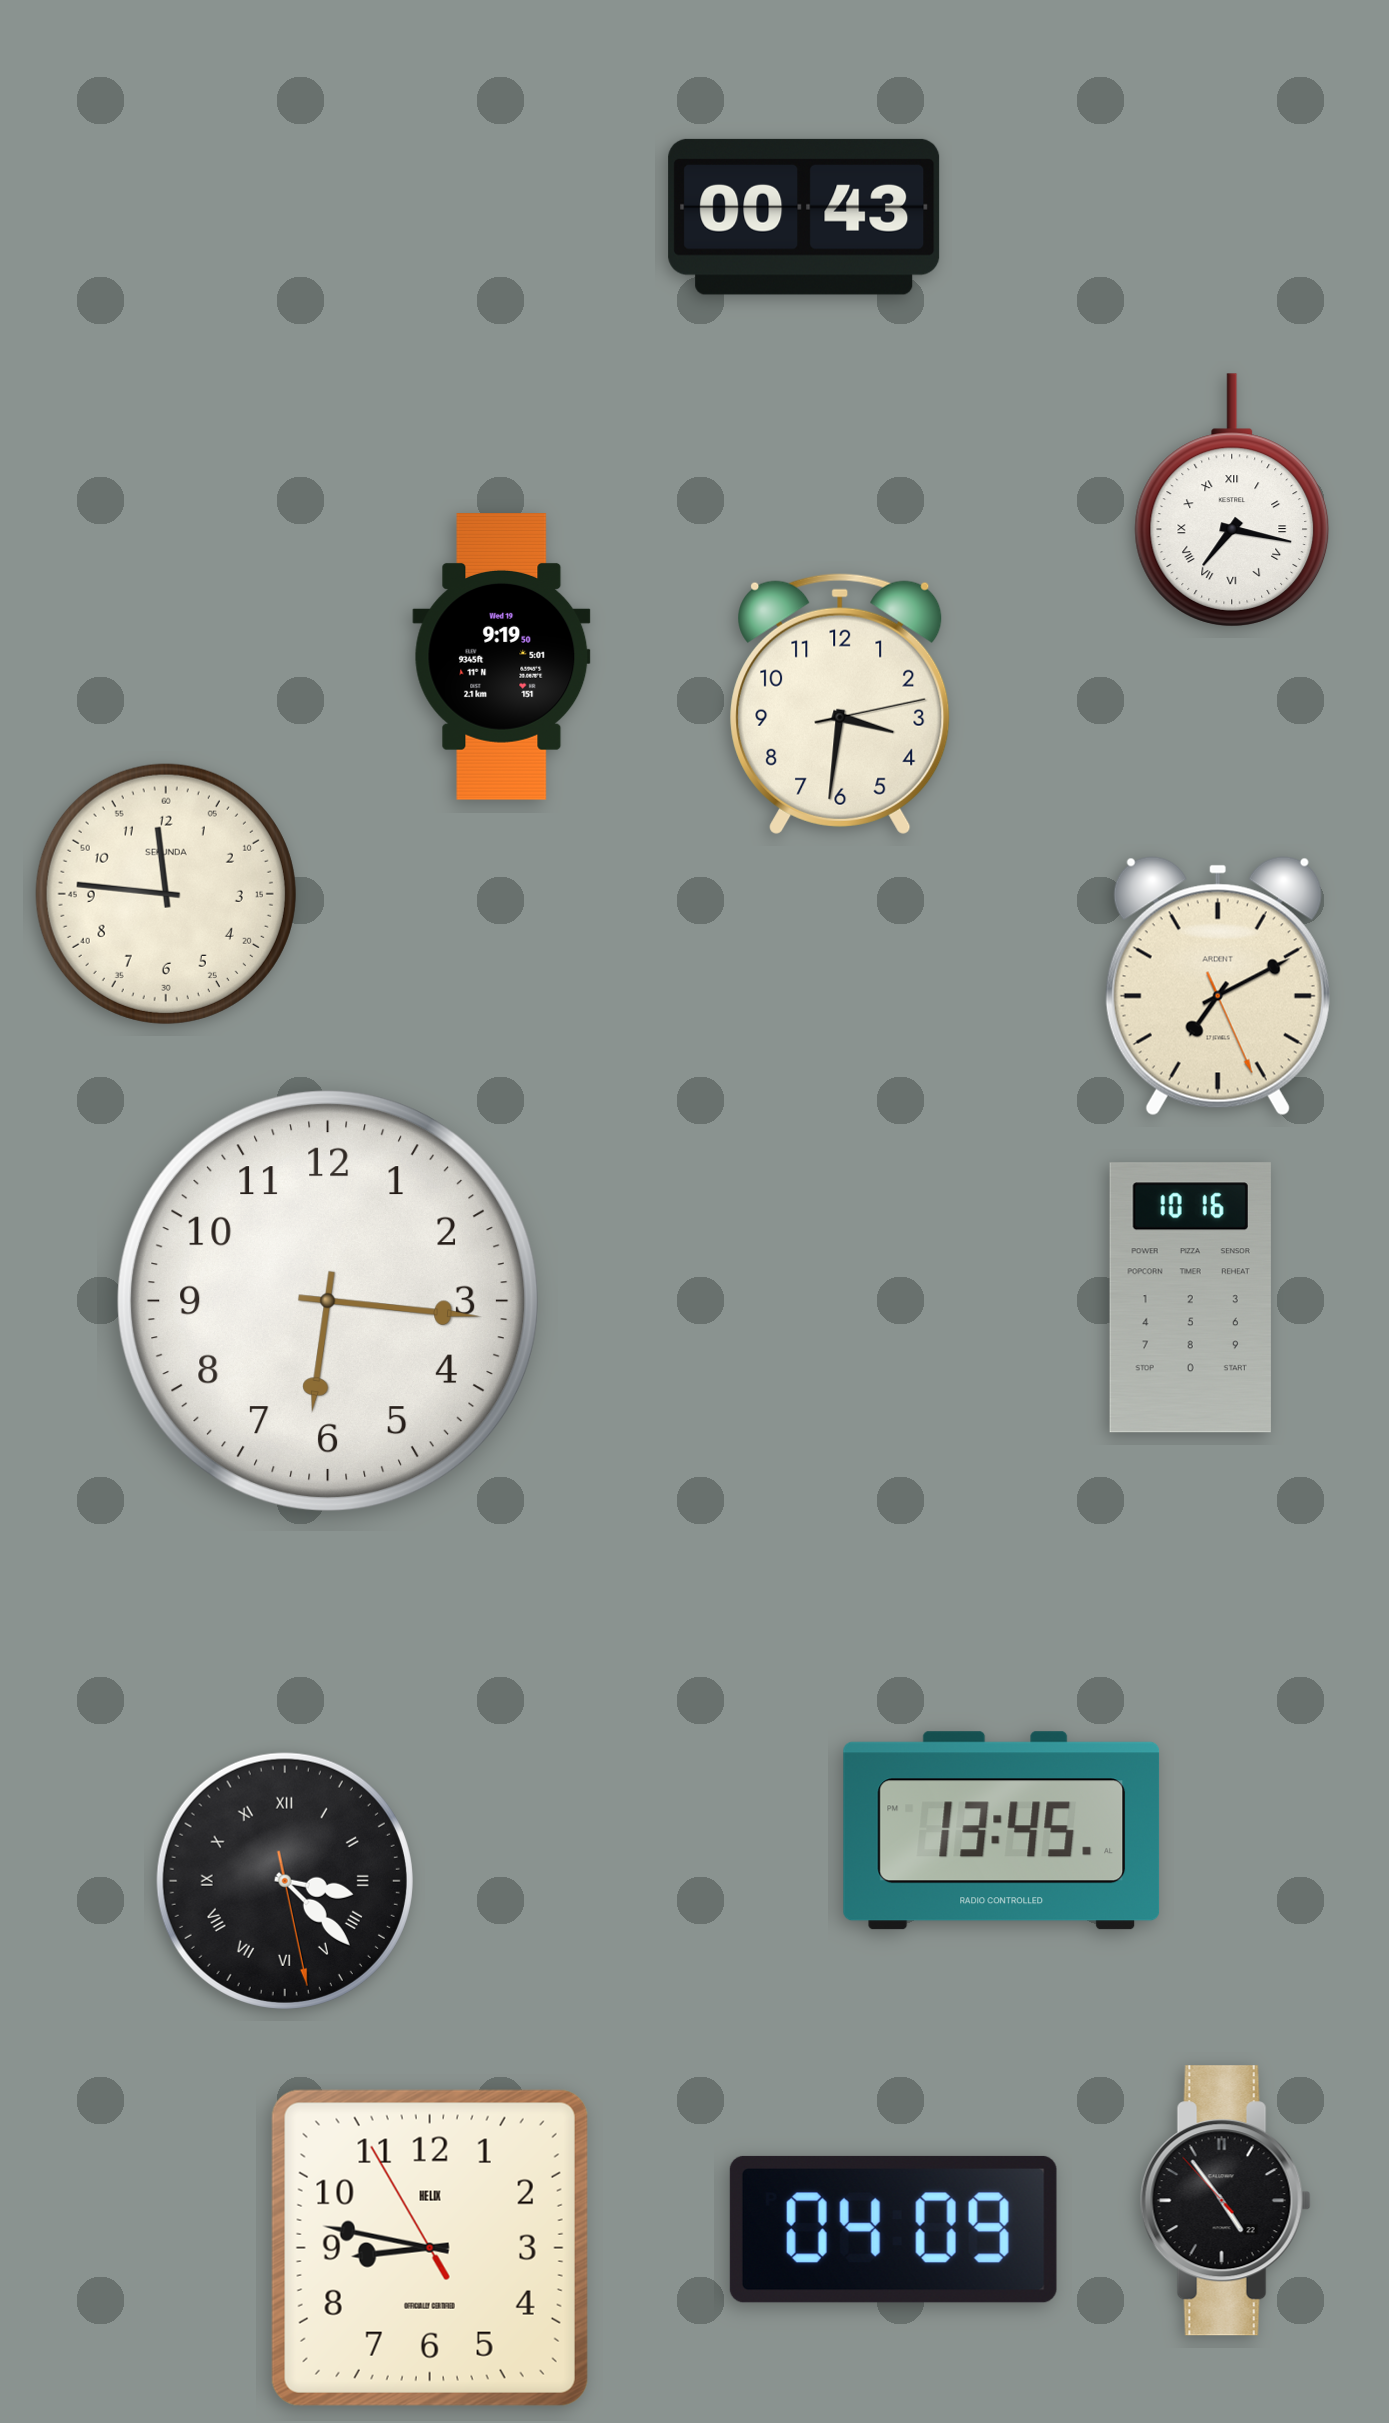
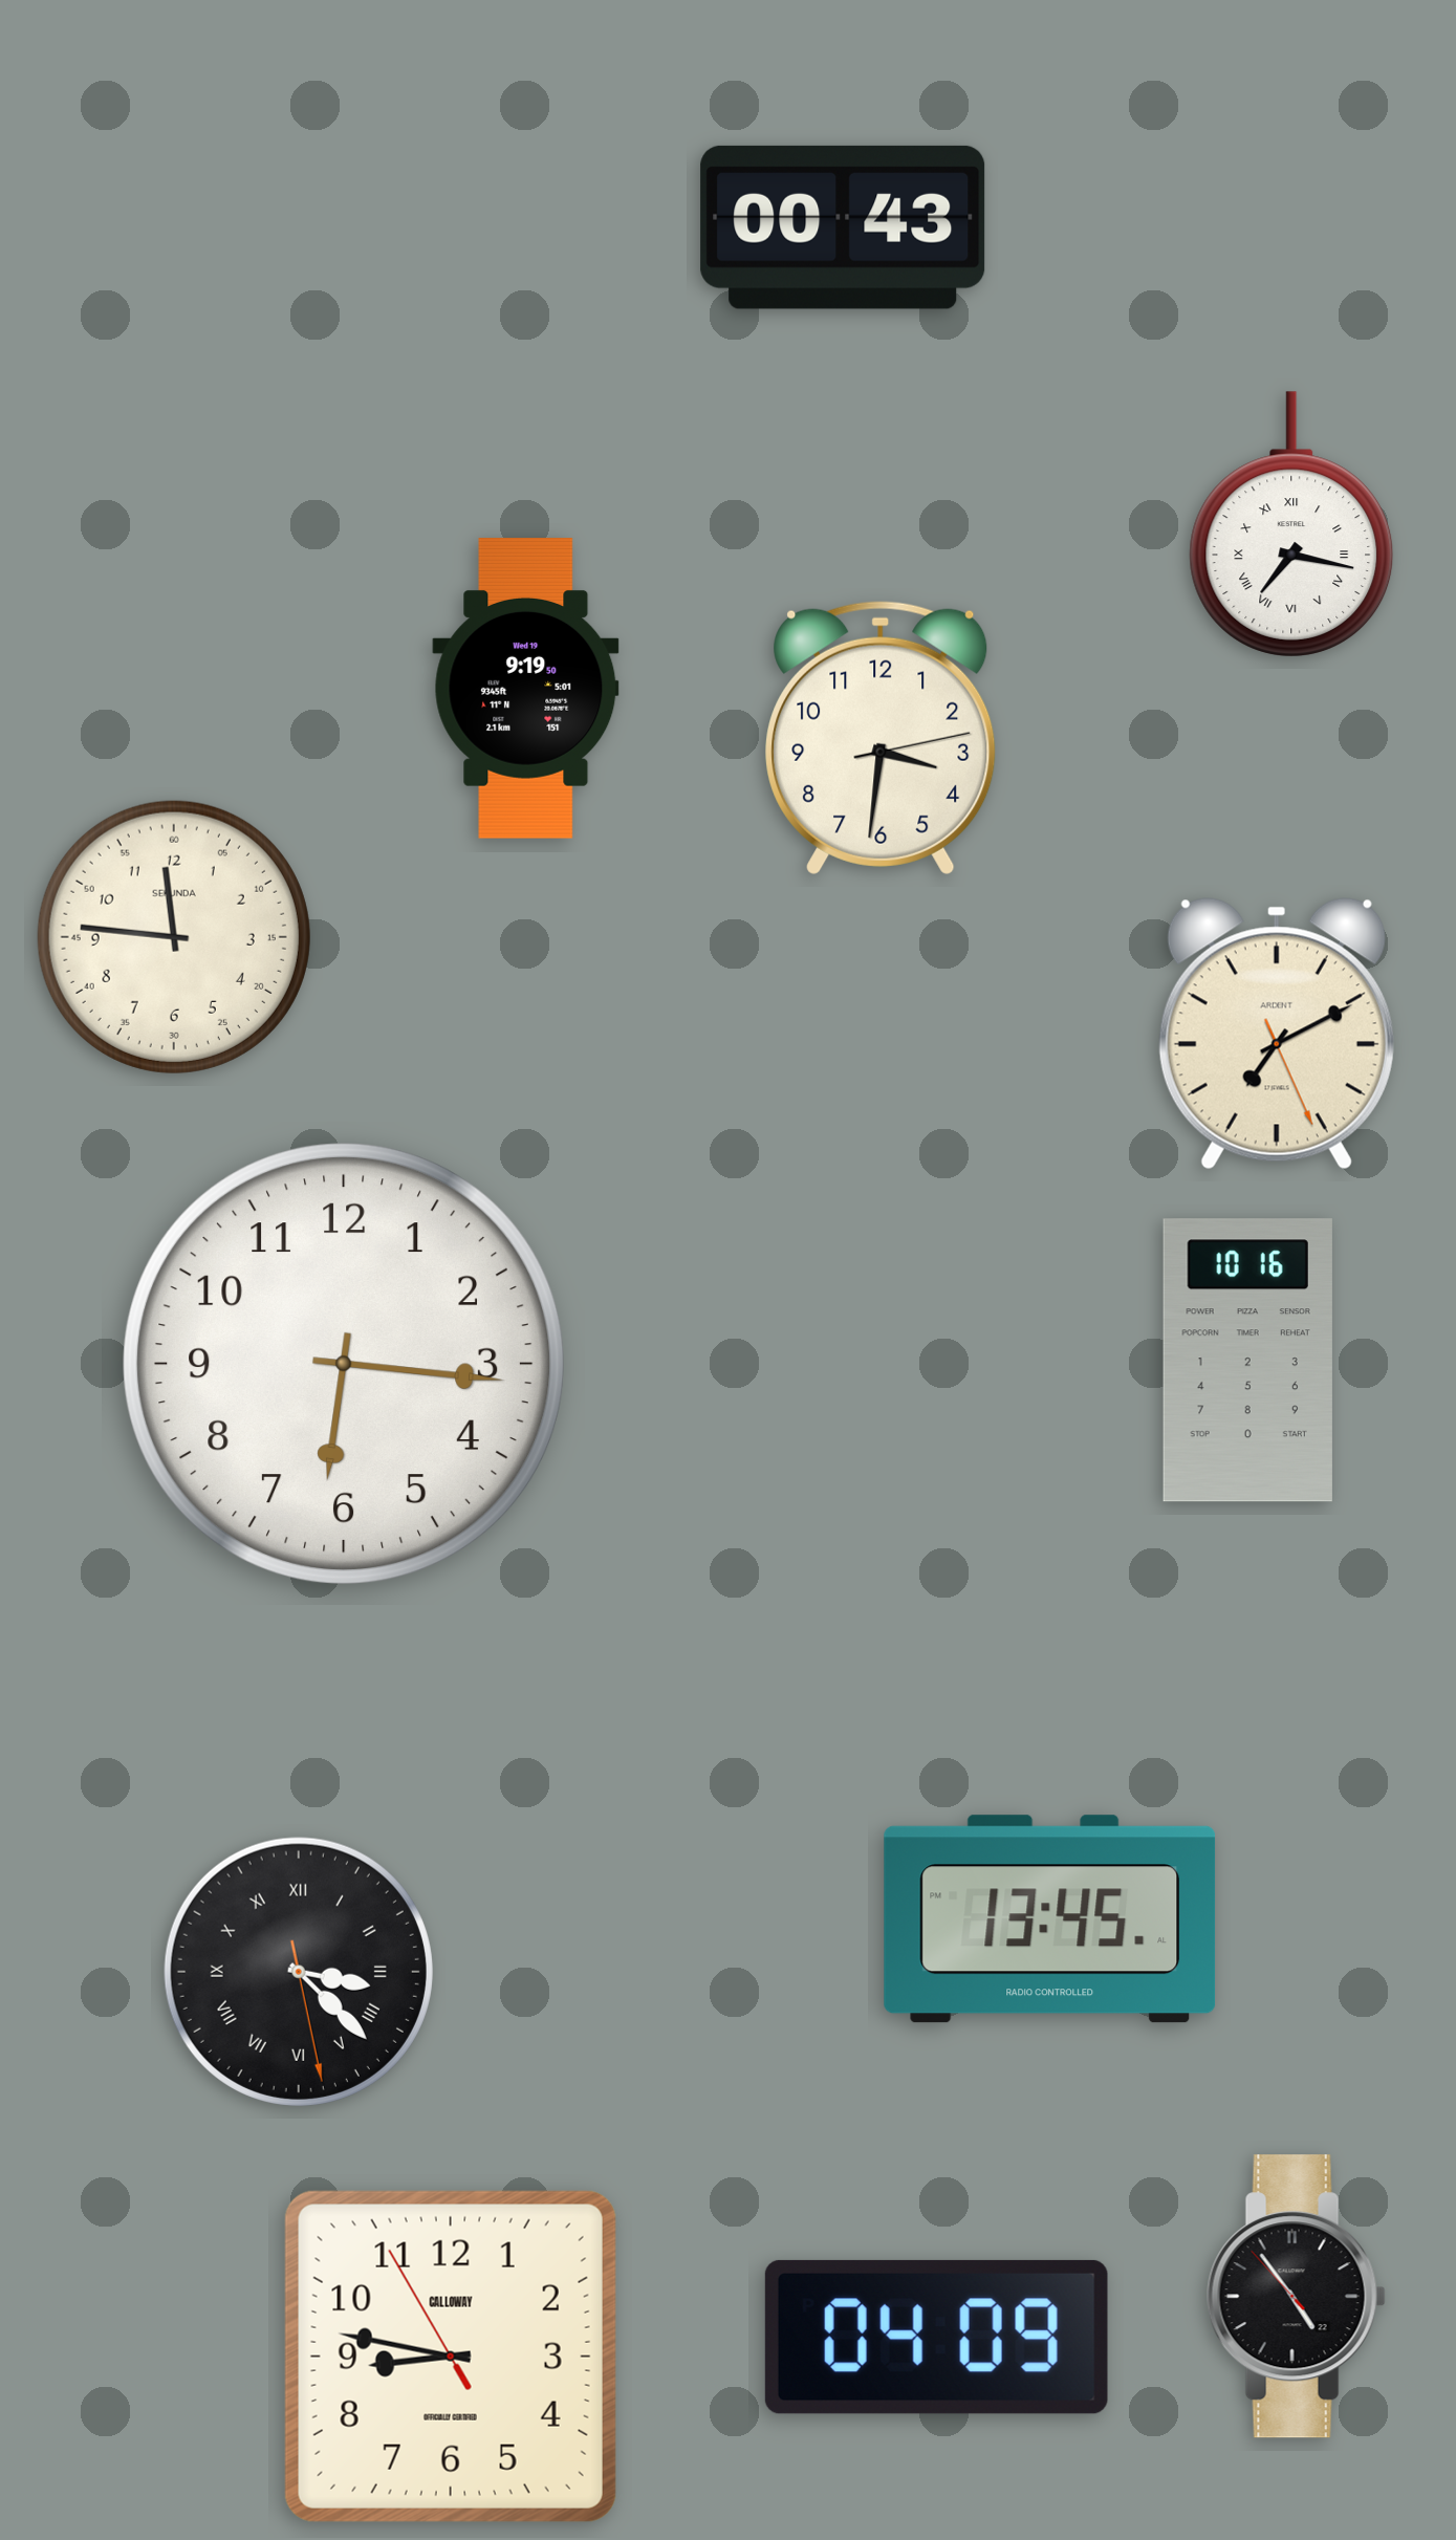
clock at (1225, 2201) position: (1225, 2201) -> (1296, 2297)
clock at (430, 2248) brand: HELIX -> CALLOWAY
